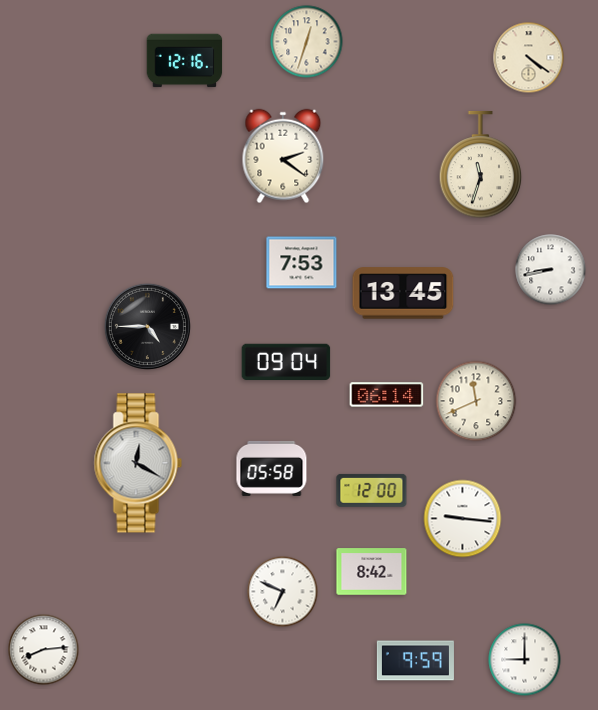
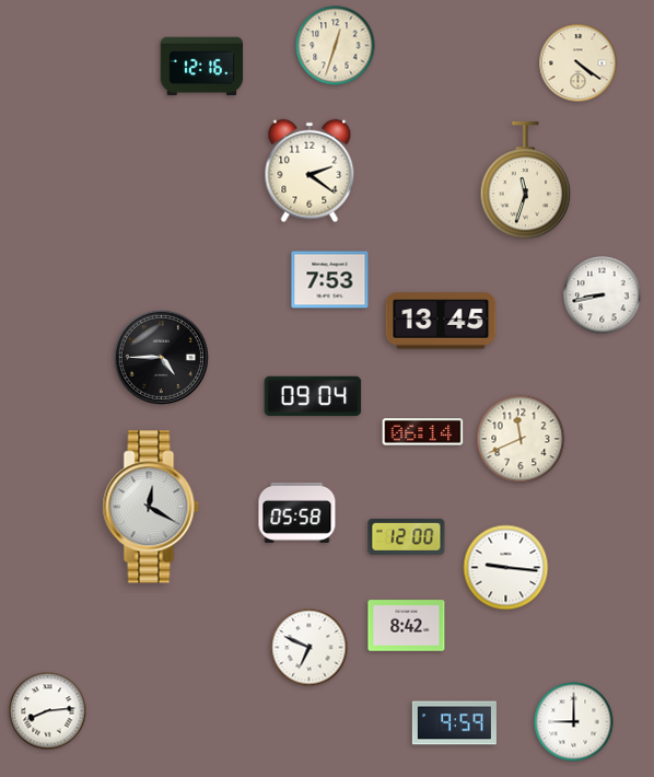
clock at (302, 263) position: (302, 263) -> (330, 280)
